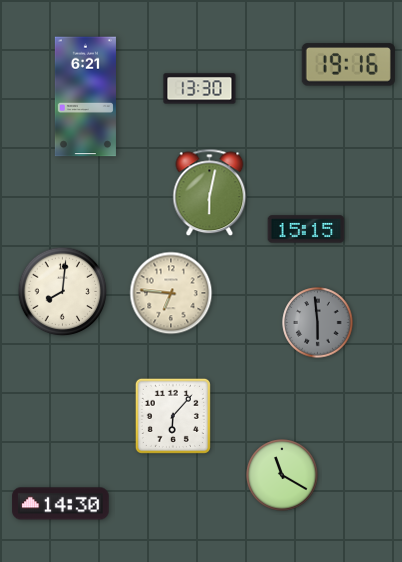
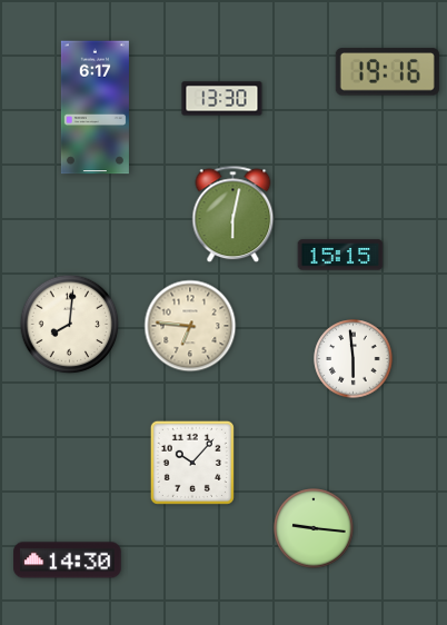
clock at (85, 97): 6:21 -> 6:17
clock at (318, 323) dial: grey -> white
clock at (173, 416): 6:07 -> 10:07
clock at (282, 475): 11:20 -> 9:16
